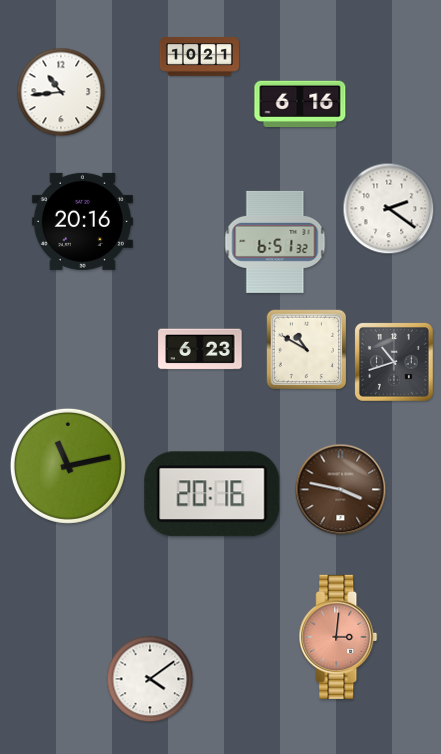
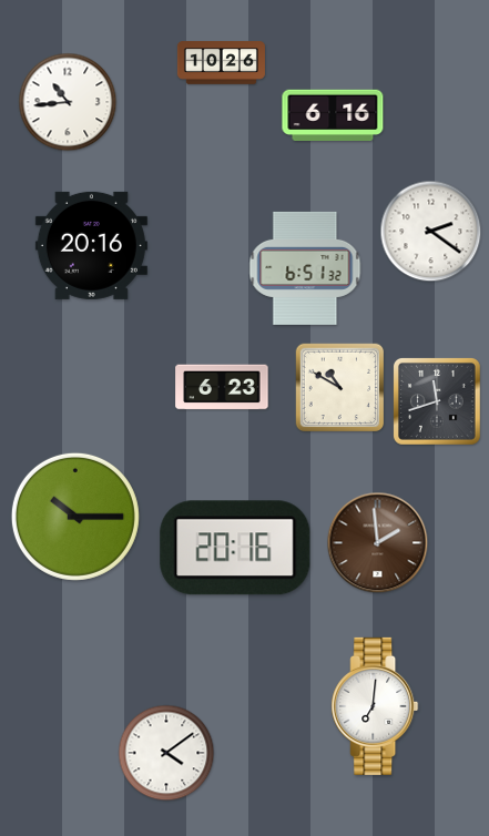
clock at (199, 57): 10:21 -> 10:26
clock at (394, 362): 10:42 -> 11:42
clock at (68, 466): 11:13 -> 10:15
clock at (341, 490): 3:47 -> 1:59
clock at (338, 637): 3:01 -> 7:01
clock at (338, 637) dial: salmon -> white
